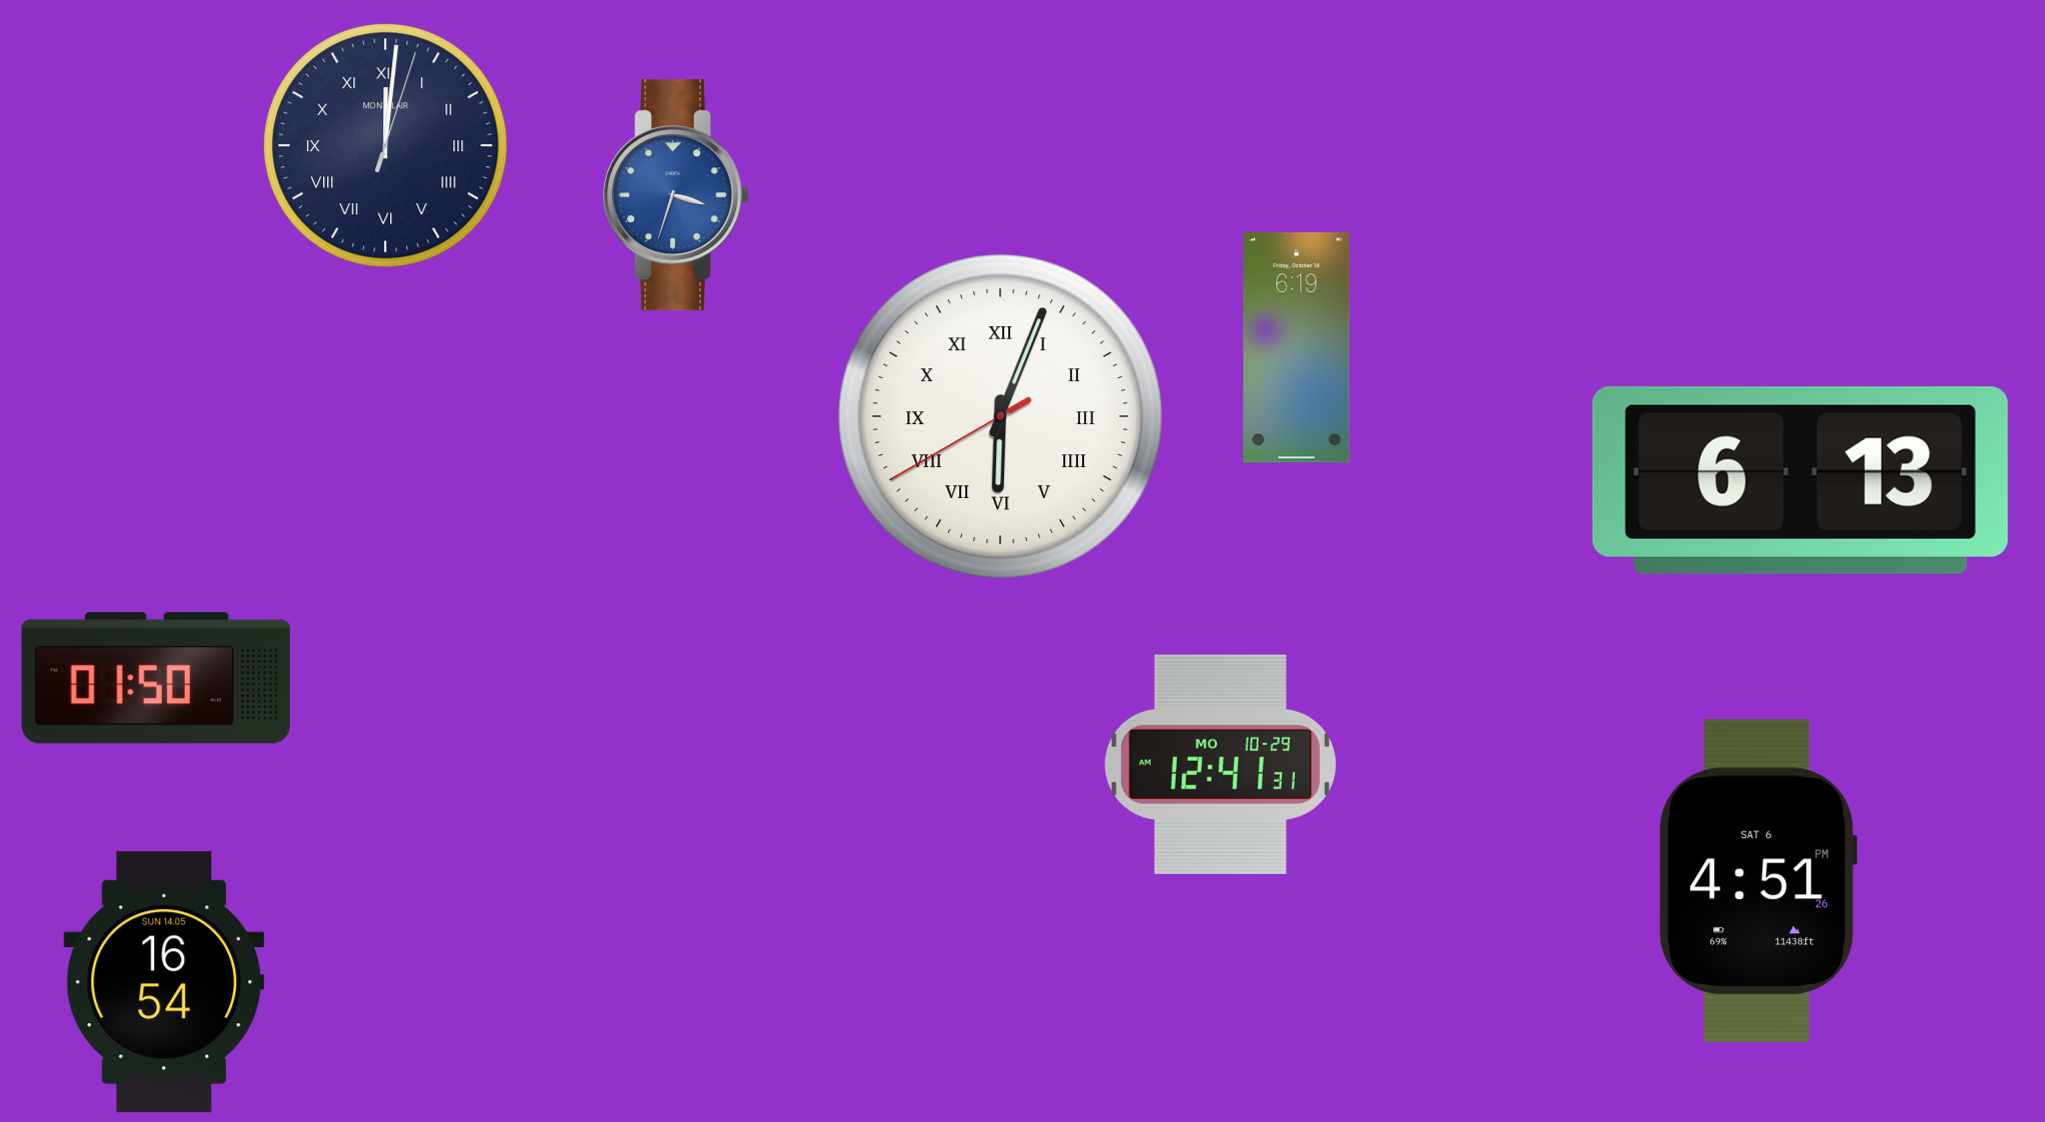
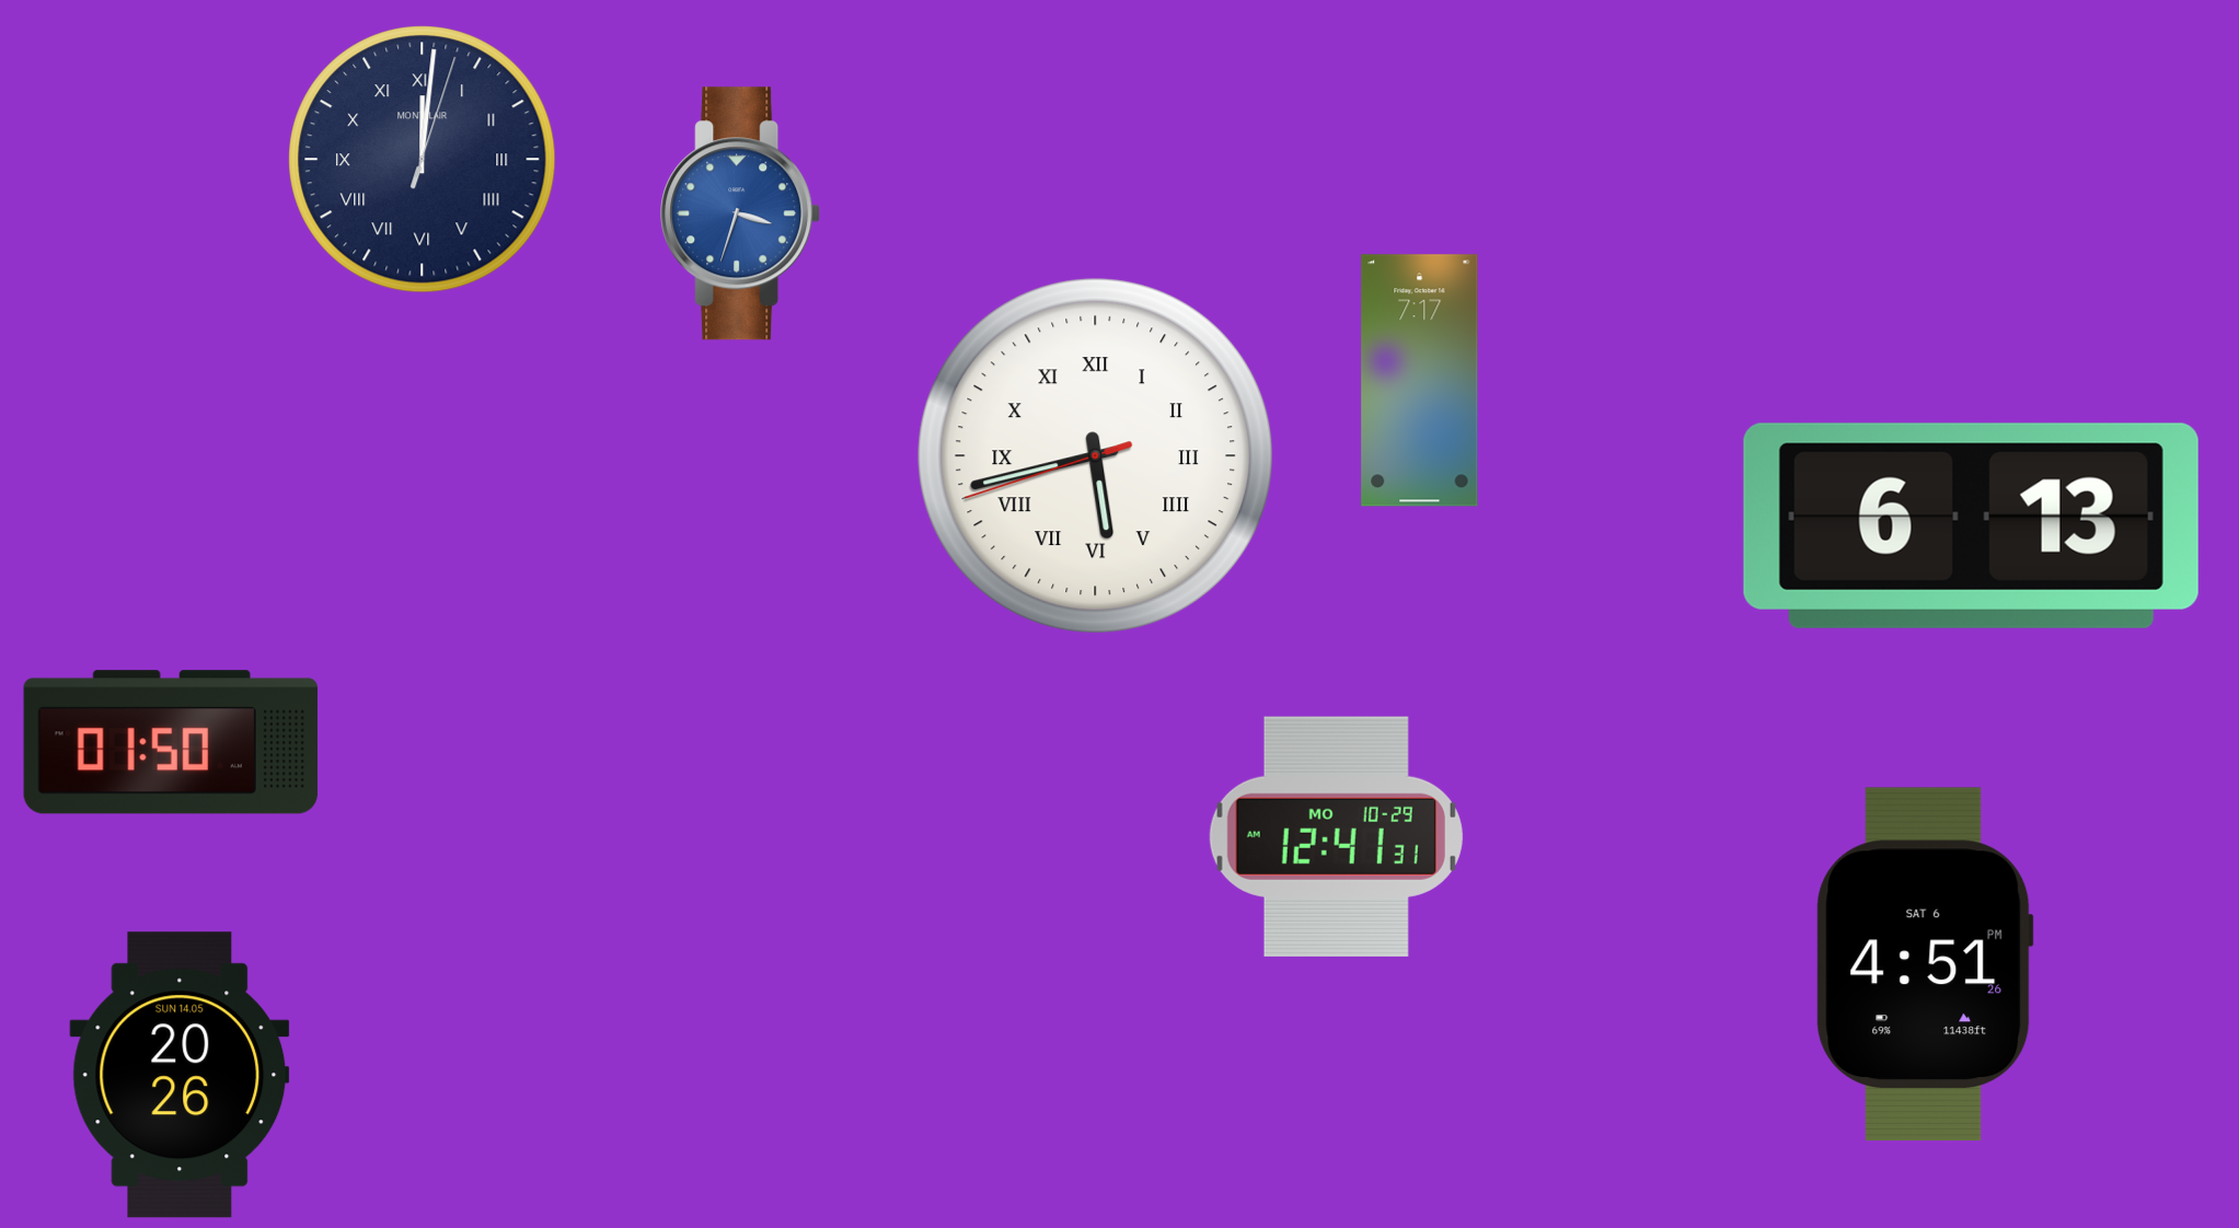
clock at (1297, 348): 6:19 -> 7:17
clock at (1001, 417): 6:03 -> 5:42
clock at (164, 982): 16:54 -> 20:26
